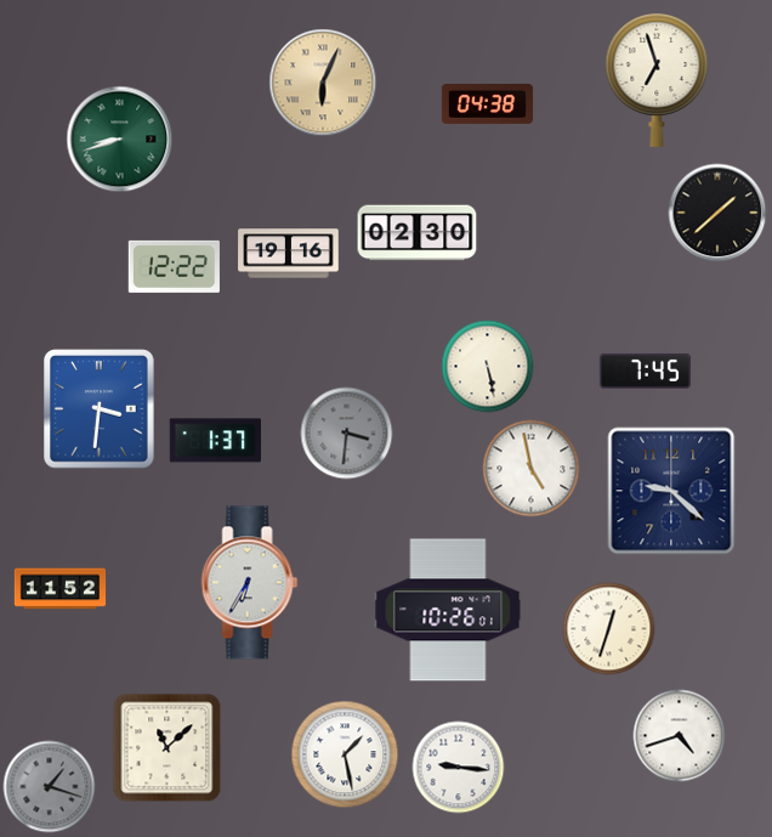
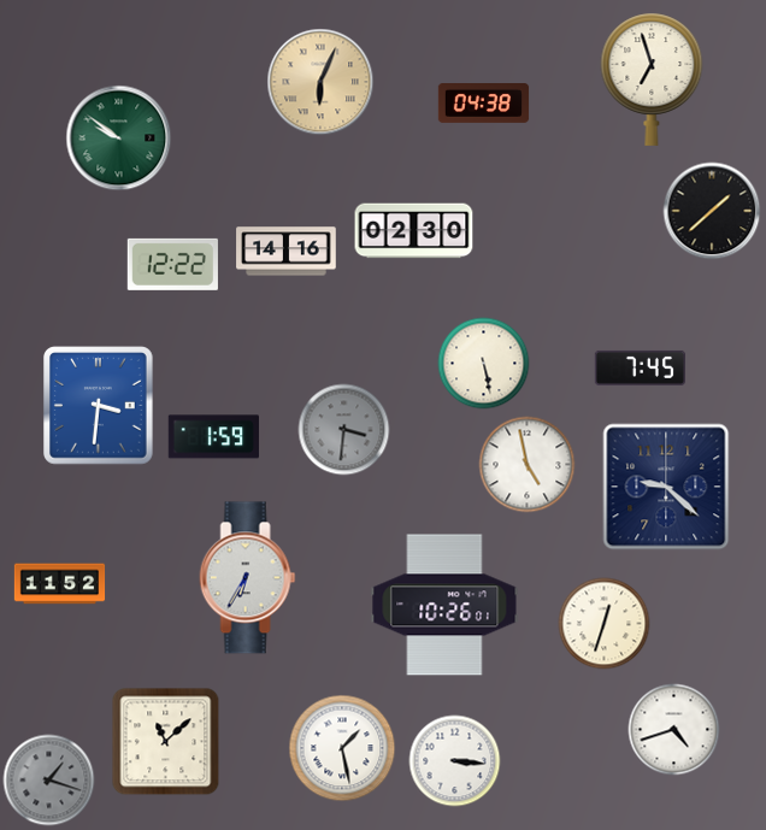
clock at (120, 140): 8:42 -> 9:51
clock at (289, 254): 19:16 -> 14:16
clock at (215, 441): 1:37 -> 1:59
clock at (459, 768): 9:16 -> 3:16
